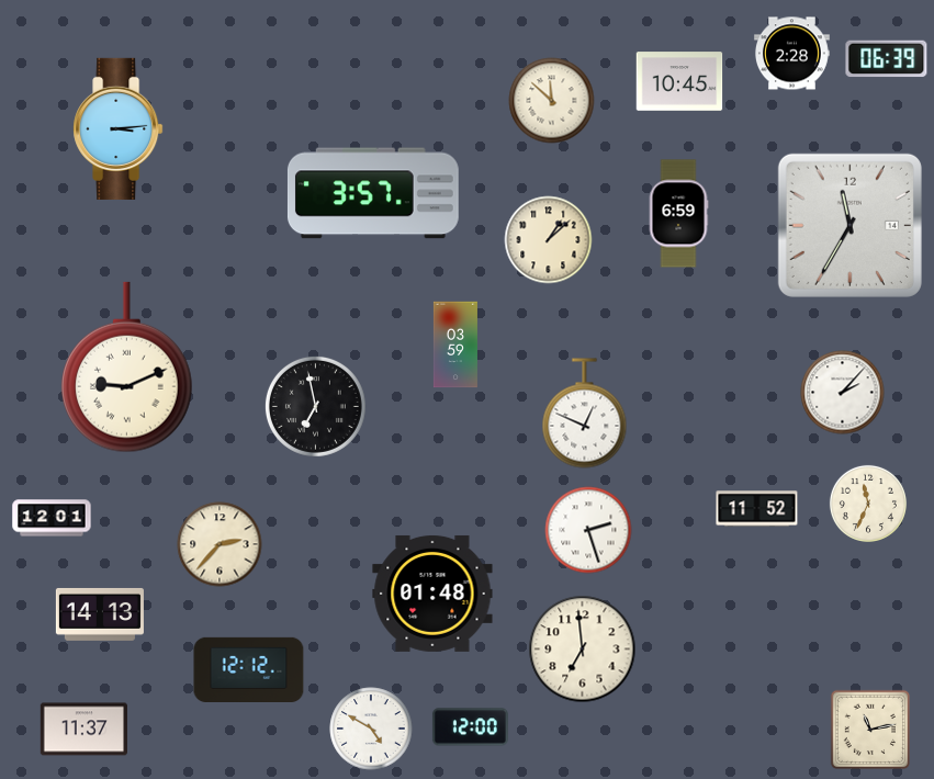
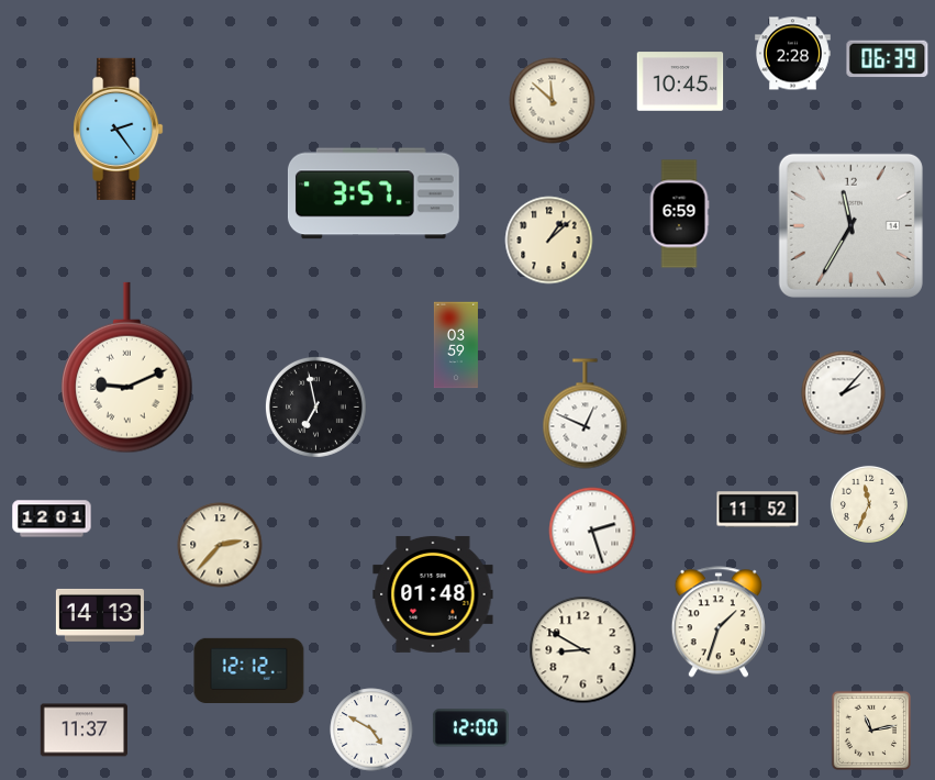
clock at (119, 128): 3:14 -> 2:24
clock at (588, 530) position: (588, 530) -> (592, 531)
clock at (719, 622): none -> 1:33
clock at (583, 650): 6:59 -> 8:50
